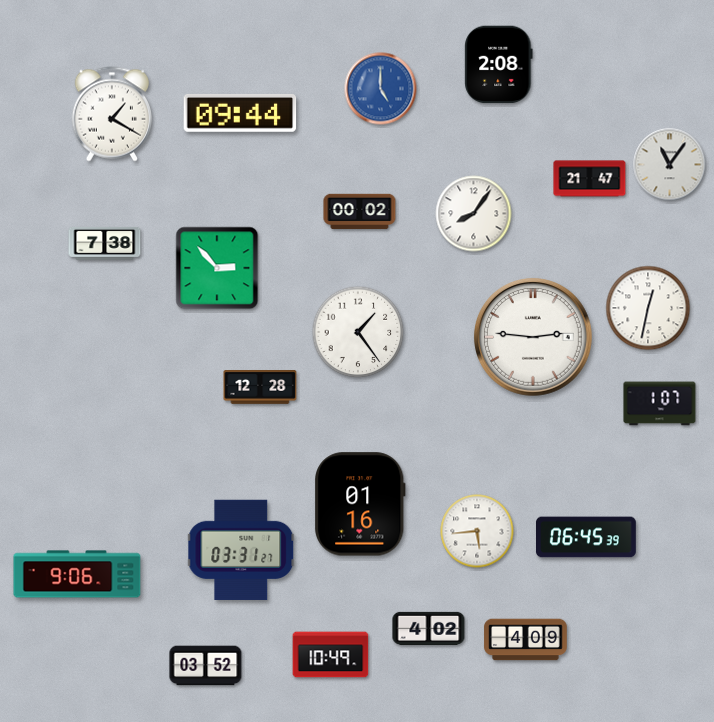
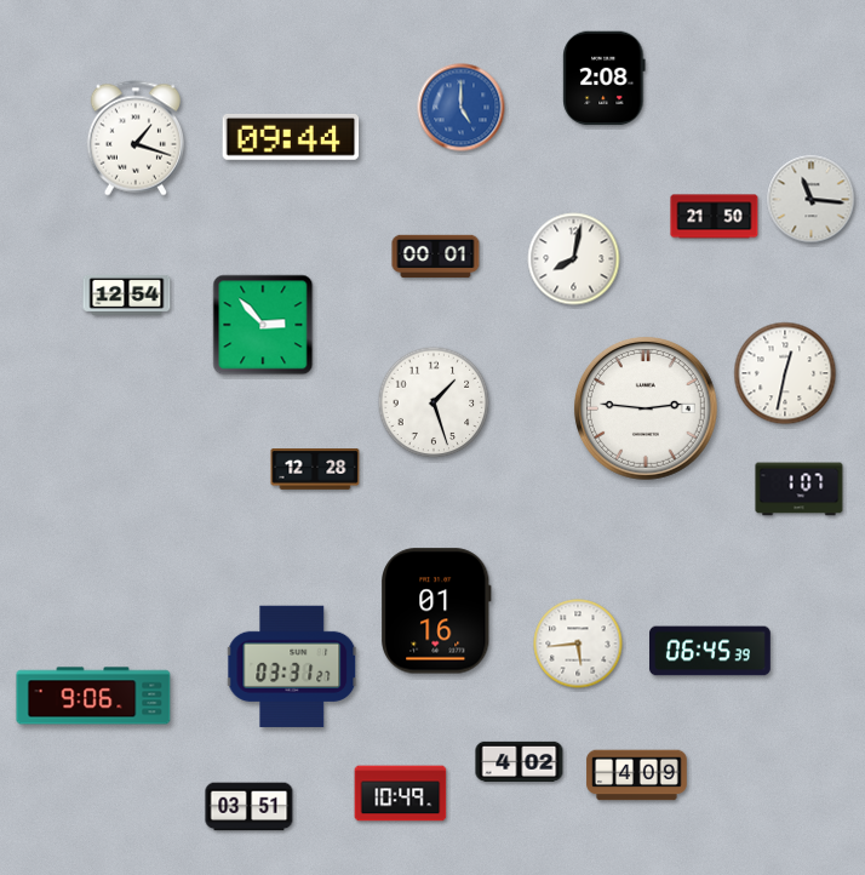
clock at (112, 114): 1:20 -> 1:18
clock at (670, 165): 11:06 -> 11:16
clock at (590, 179): 21:47 -> 21:50
clock at (360, 212): 00:02 -> 00:01
clock at (474, 214): 8:06 -> 8:02
clock at (105, 243): 7:38 -> 12:54
clock at (358, 332): 1:24 -> 1:27
clock at (206, 666): 03:52 -> 03:51
